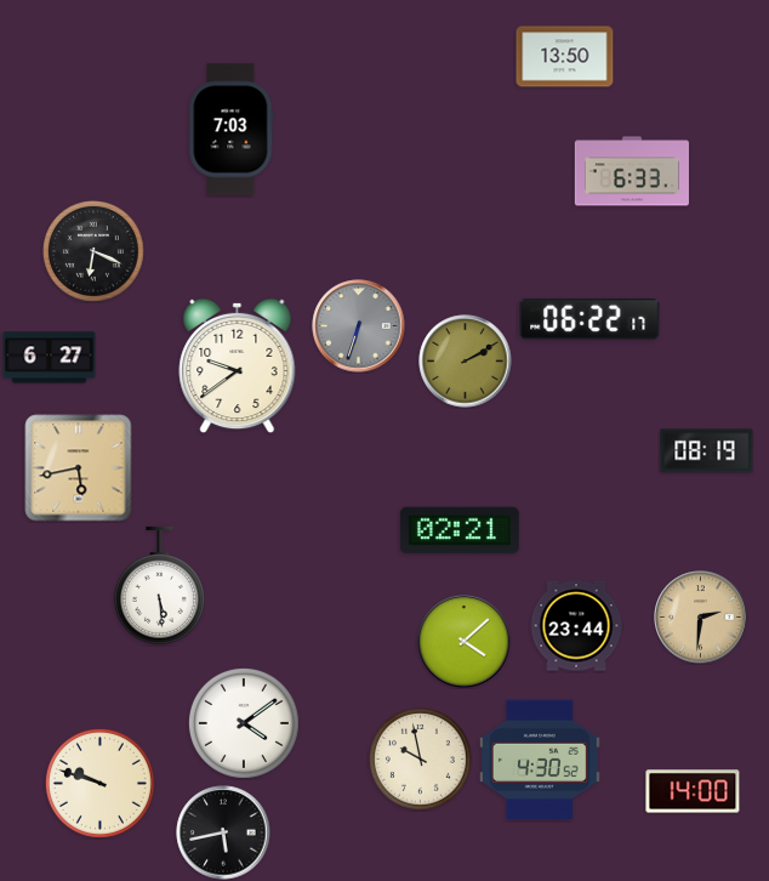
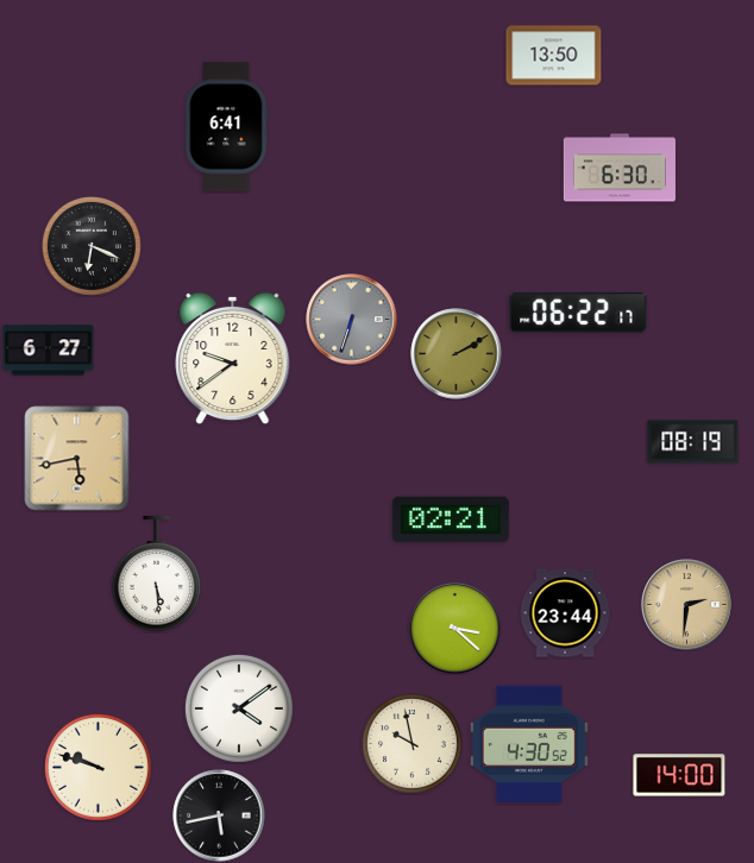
clock at (232, 130): 7:03 -> 6:41
clock at (632, 171): 6:33 -> 6:30
clock at (465, 642): 4:08 -> 3:22
